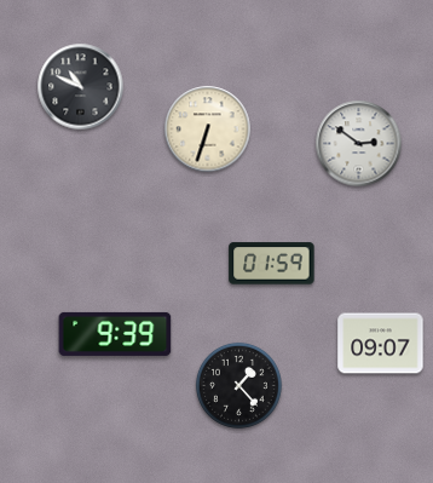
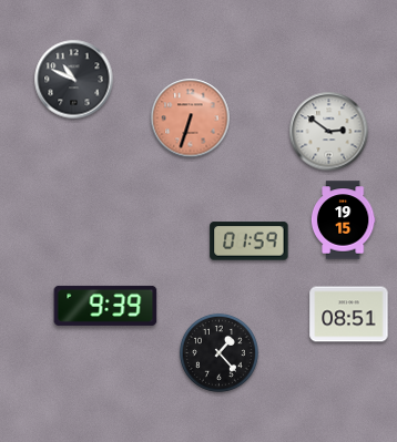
clock at (208, 130) dial: cream -> salmon
clock at (343, 220): none -> 19:15
clock at (381, 344): 09:07 -> 08:51
